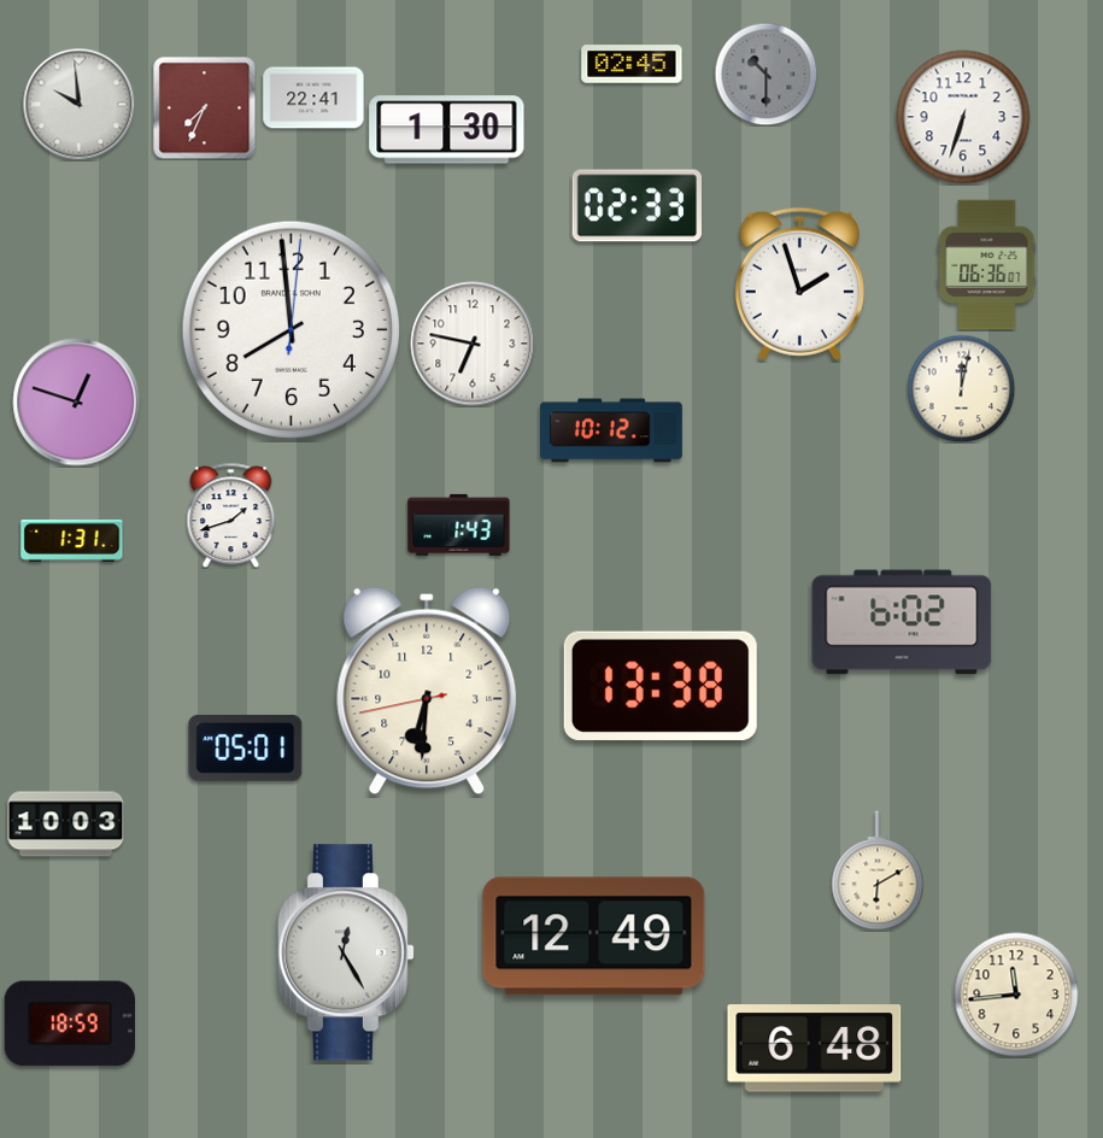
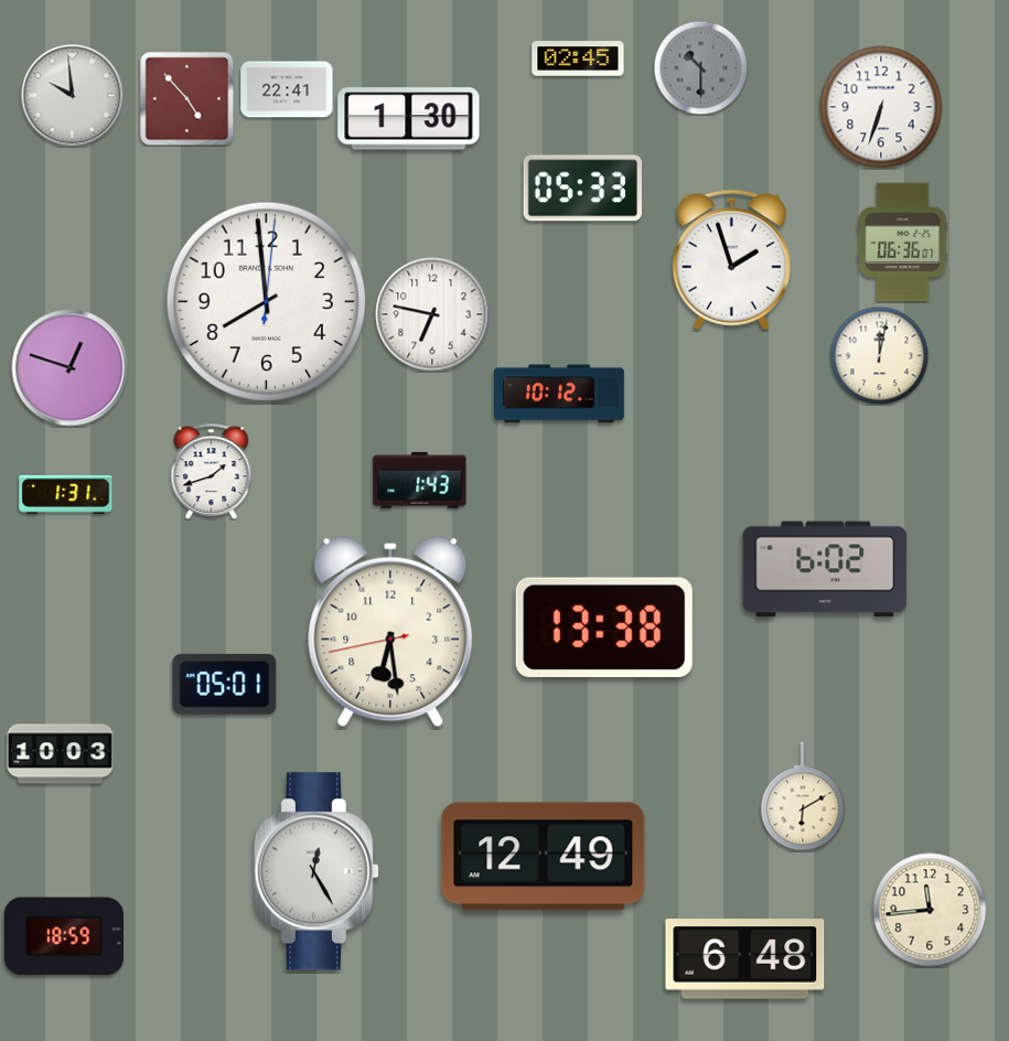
clock at (204, 107): 7:34 -> 4:53
clock at (638, 206): 02:33 -> 05:33
clock at (427, 691): 6:30 -> 6:28
